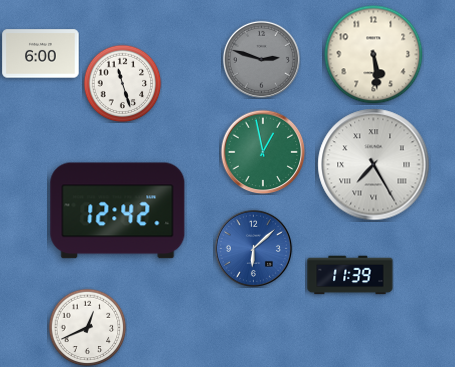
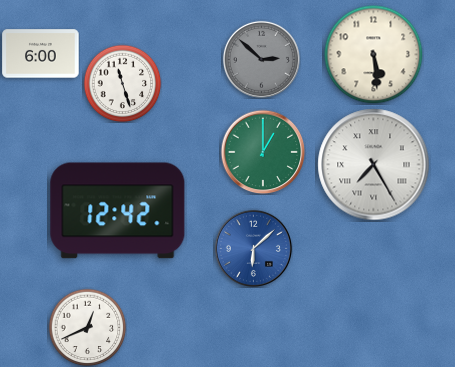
clock at (261, 59): 2:48 -> 2:52
clock at (263, 152): 12:58 -> 1:00
clock at (350, 275): 11:39 -> none
